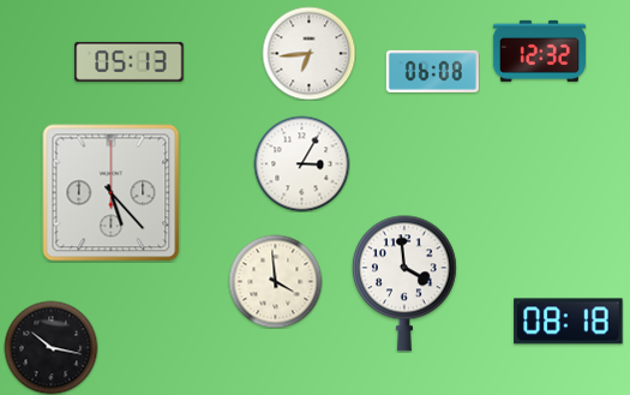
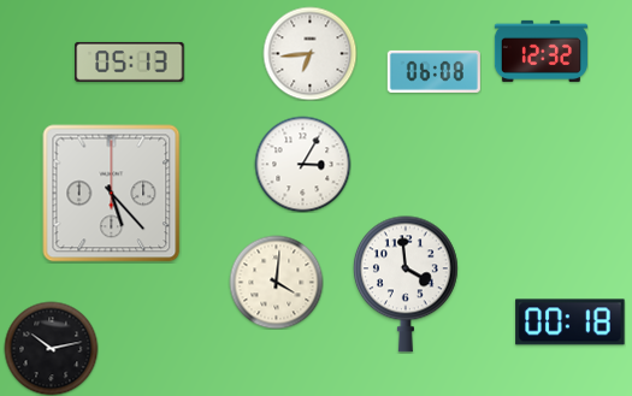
clock at (275, 281): 3:59 -> 4:01
clock at (569, 322): 08:18 -> 00:18
clock at (50, 347): 10:17 -> 10:13
